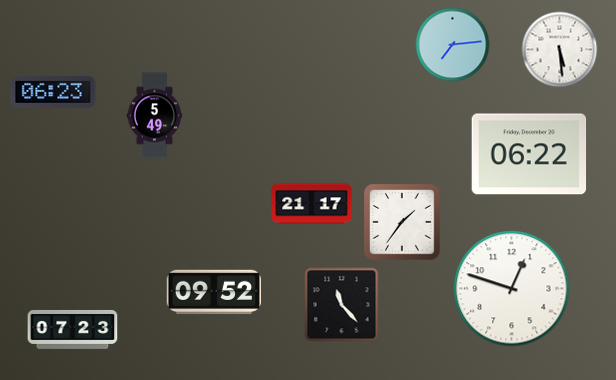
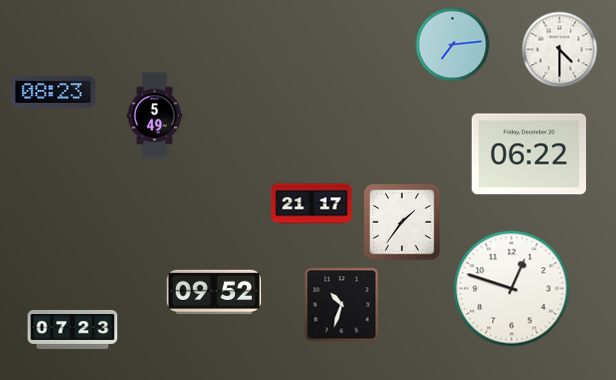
clock at (560, 50): 5:29 -> 4:30
clock at (53, 92): 06:23 -> 08:23
clock at (342, 305): 11:23 -> 10:33
